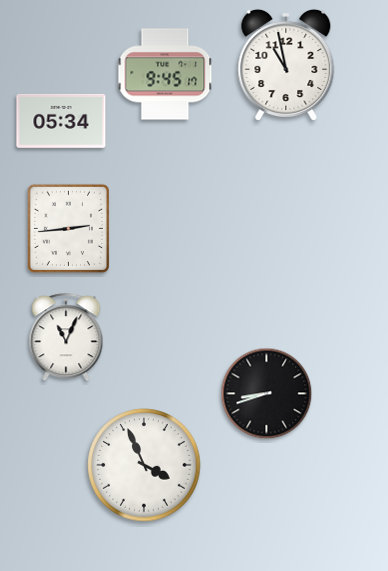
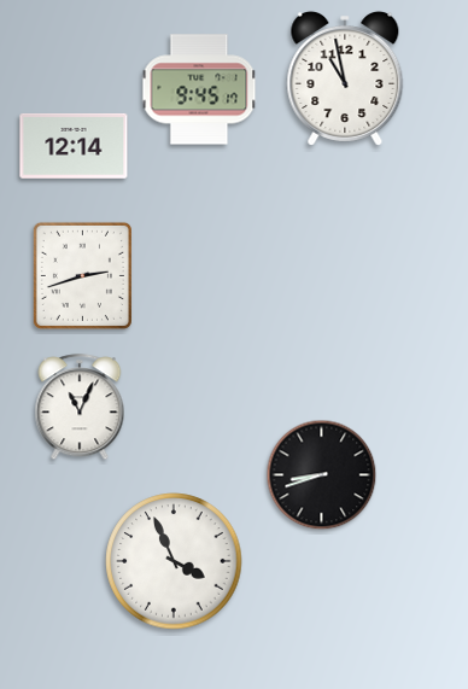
clock at (61, 121): 05:34 -> 12:14
clock at (68, 228): 2:44 -> 2:42
